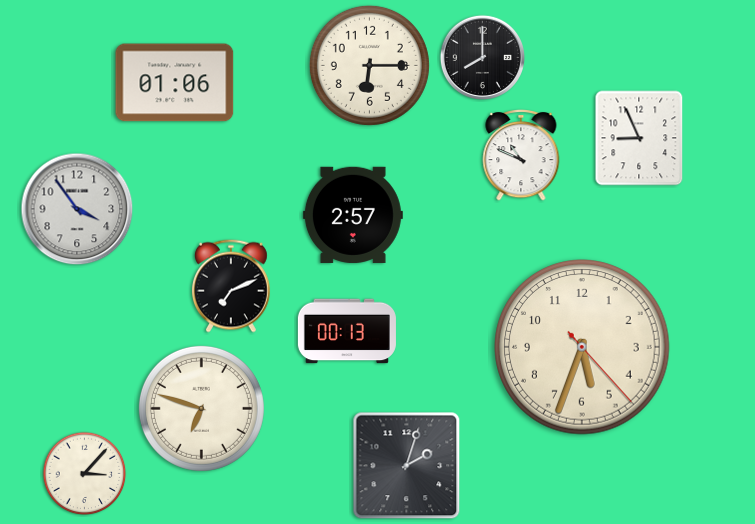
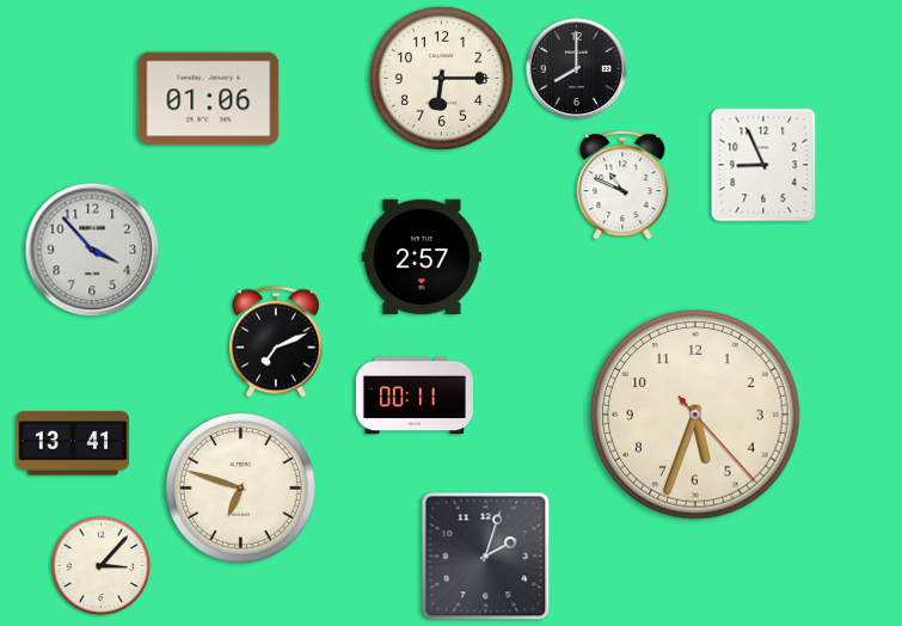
clock at (77, 209): 3:54 -> 3:53
clock at (347, 331): 00:13 -> 00:11
clock at (73, 443): none -> 13:41
